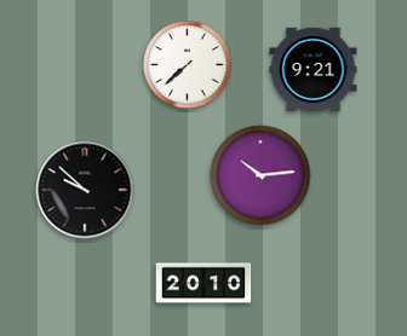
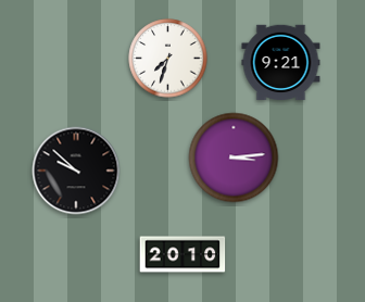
clock at (188, 65): 7:38 -> 7:33
clock at (260, 175): 10:14 -> 3:14
